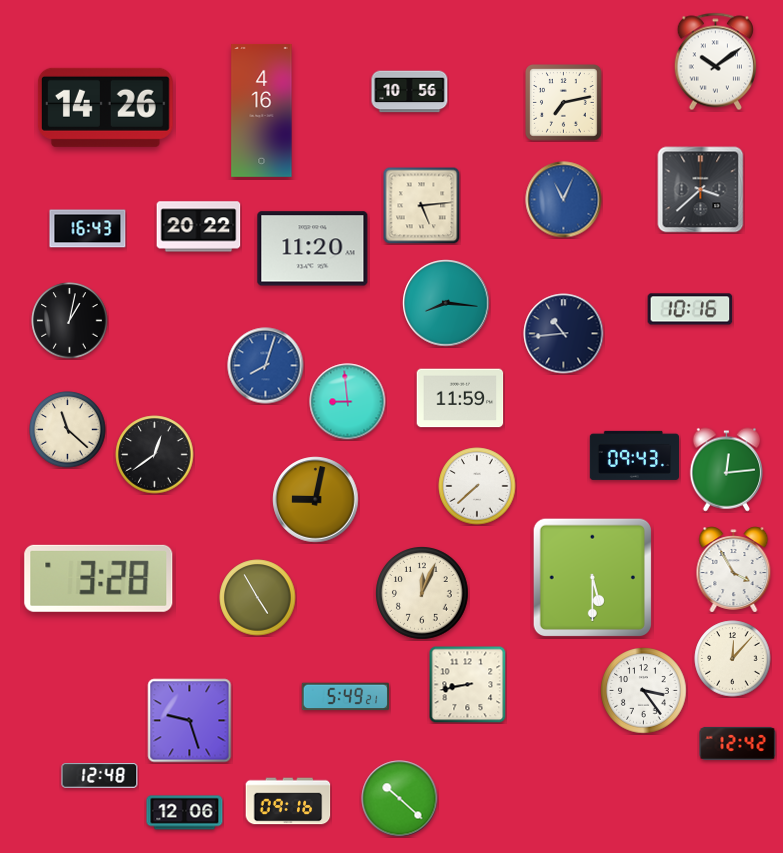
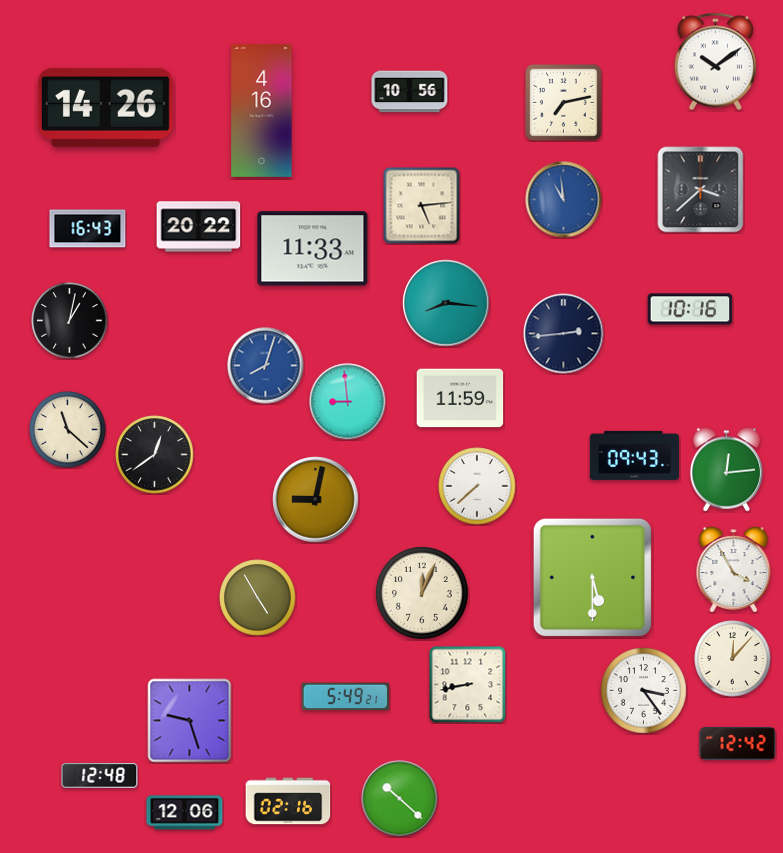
clock at (564, 200): 11:04 -> 10:59
clock at (313, 249): 11:20 -> 11:33
clock at (564, 334): 10:44 -> 2:44
clock at (99, 578): 3:28 -> none
clock at (288, 801): 09:16 -> 02:16
